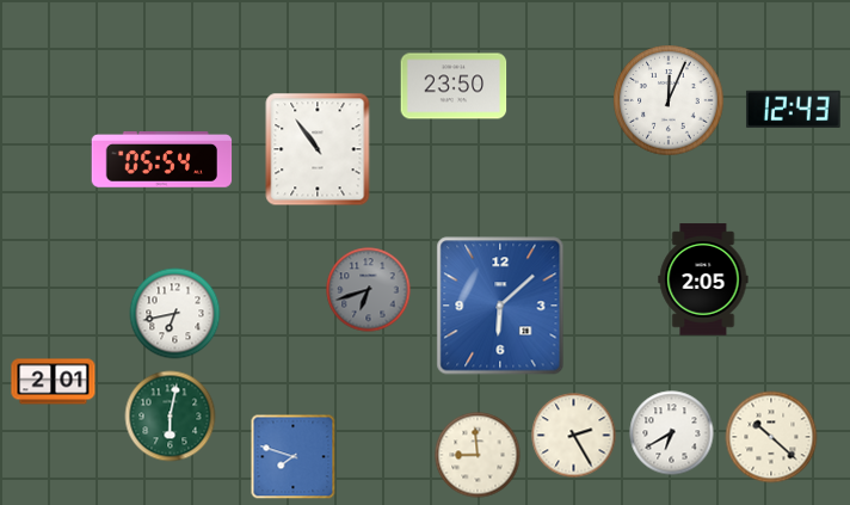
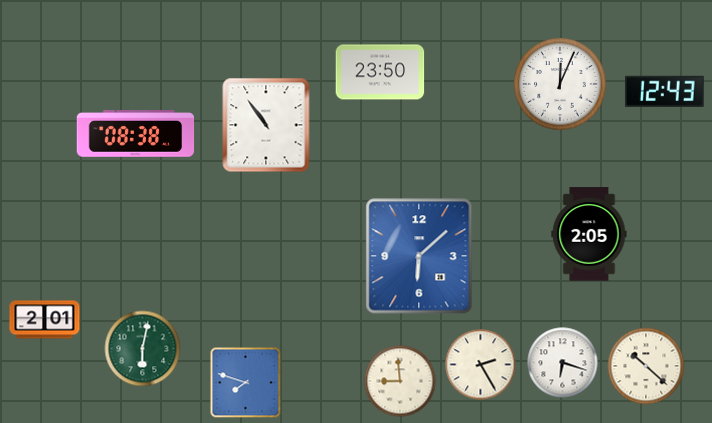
clock at (162, 160): 05:54 -> 08:38
clock at (369, 290): 6:42 -> none
clock at (175, 314): 6:43 -> none
clock at (672, 433): 6:40 -> 6:18
